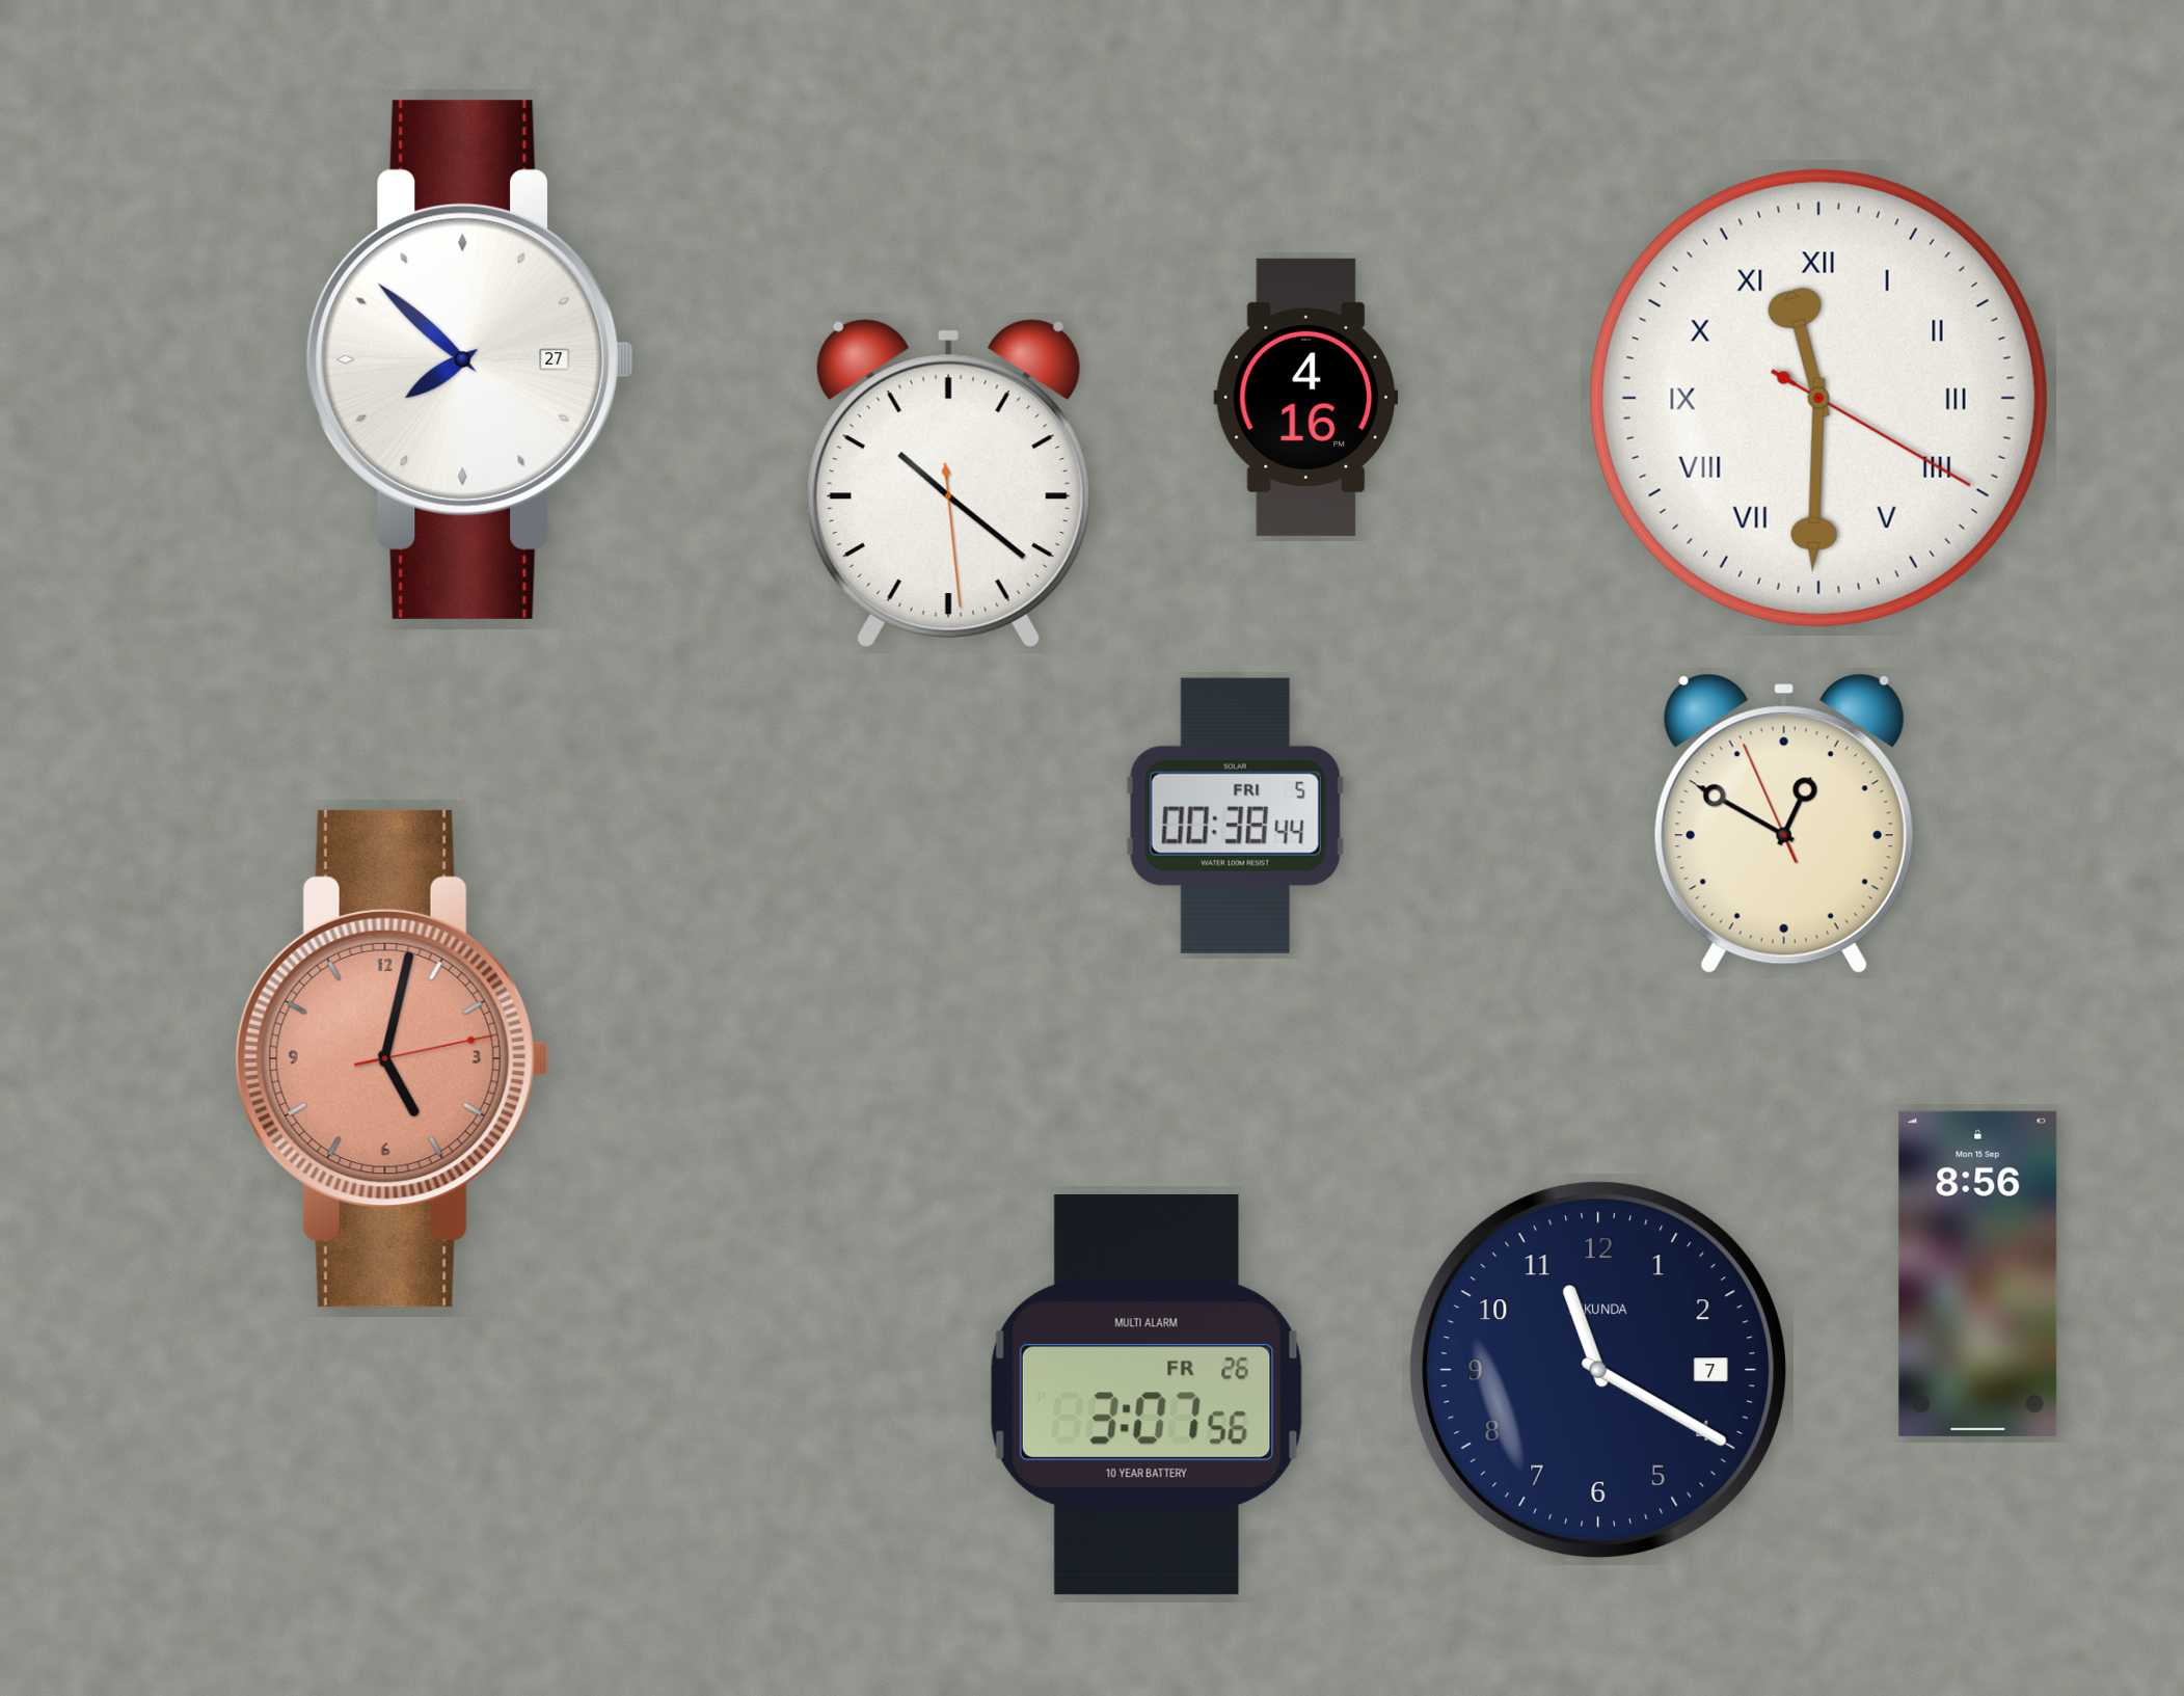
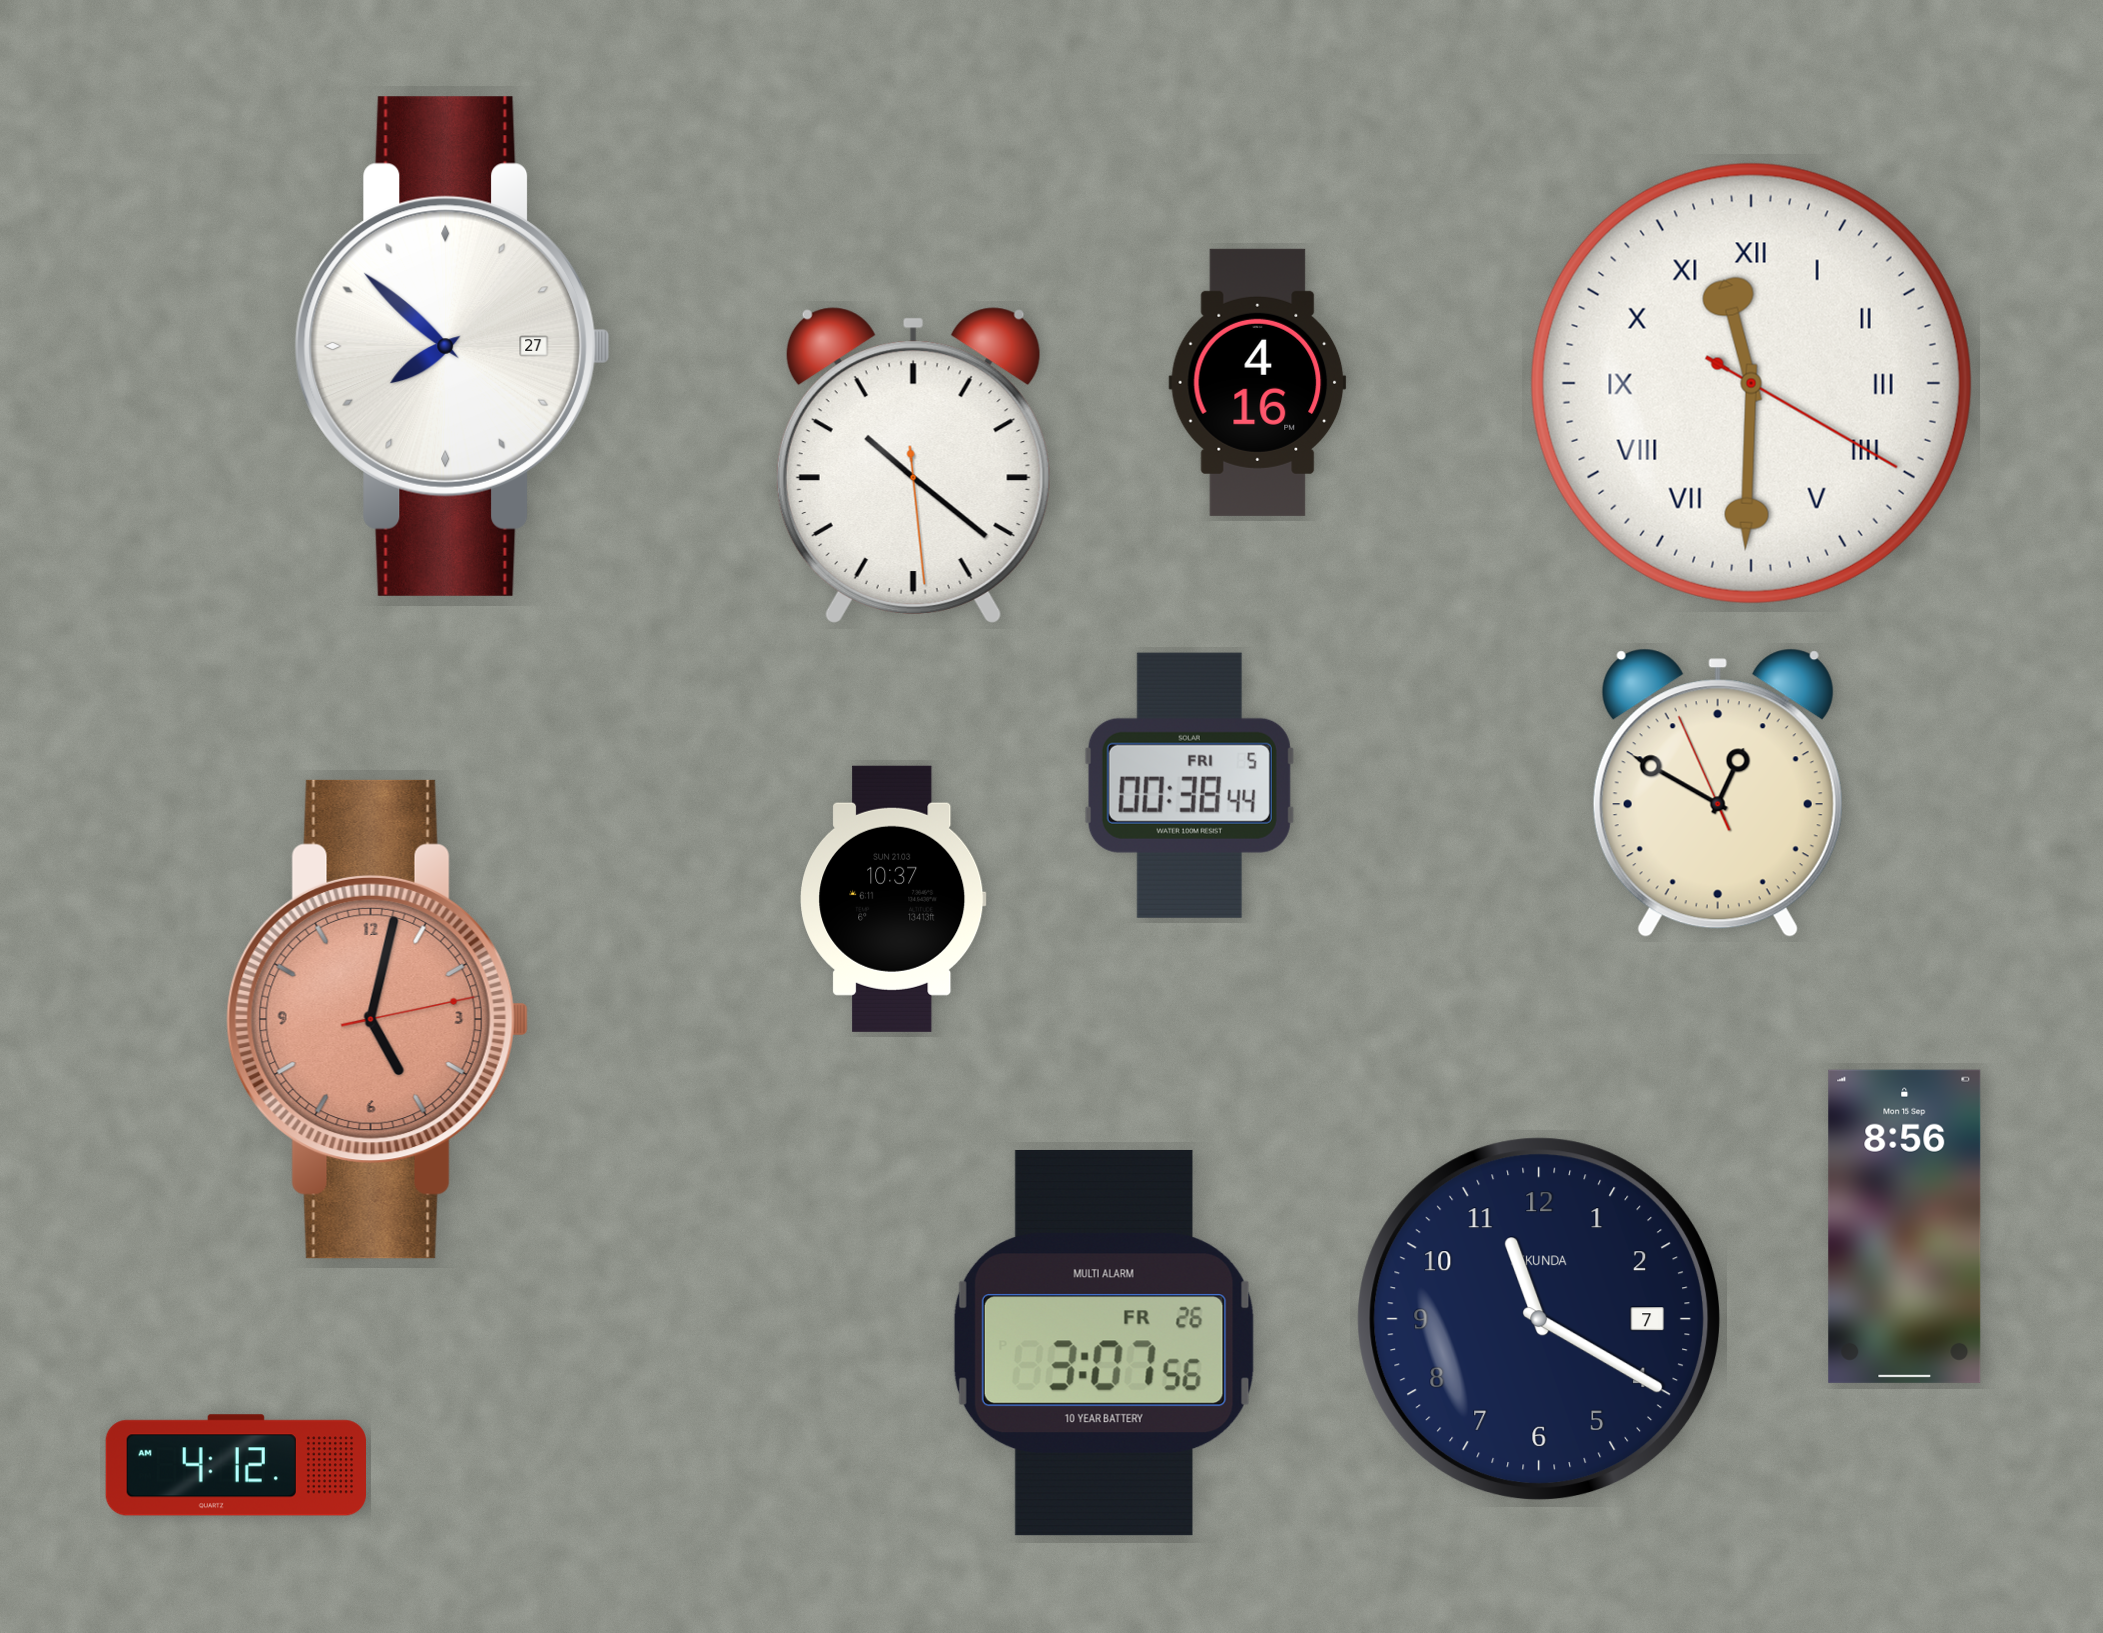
clock at (893, 899): none -> 10:37
clock at (235, 1465): none -> 4:12
